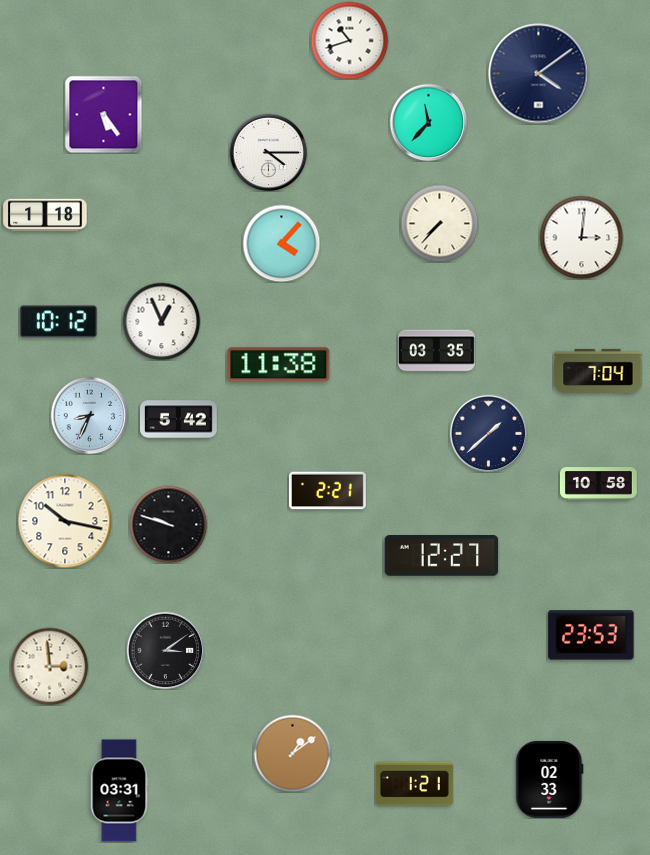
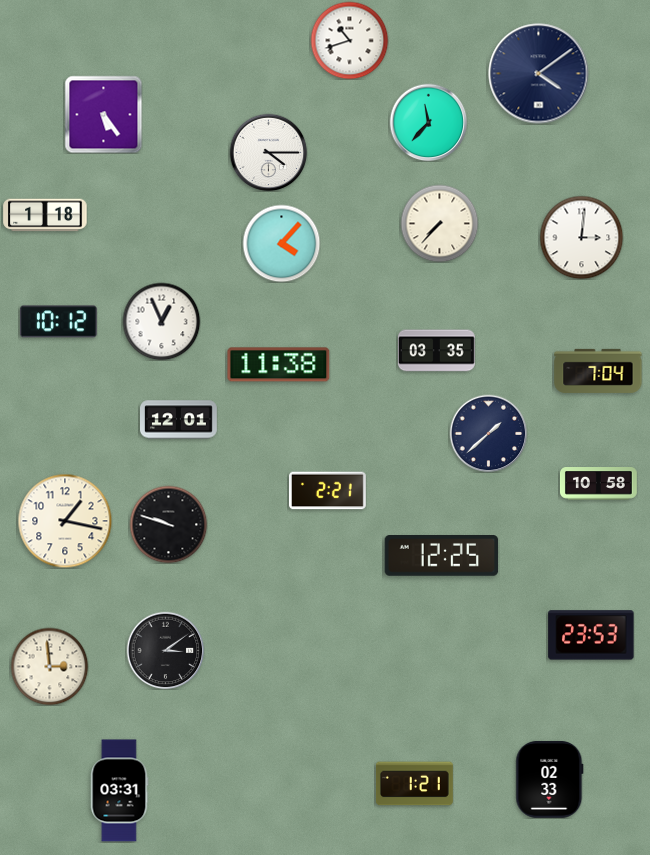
clock at (89, 415): 8:34 -> none
clock at (179, 420): 5:42 -> 12:01
clock at (65, 521): 10:17 -> 1:17
clock at (442, 556): 12:27 -> 12:25
clock at (292, 753): 1:09 -> none
